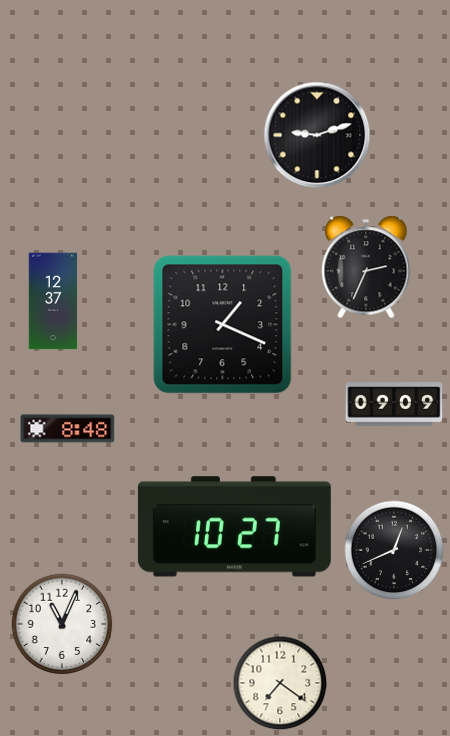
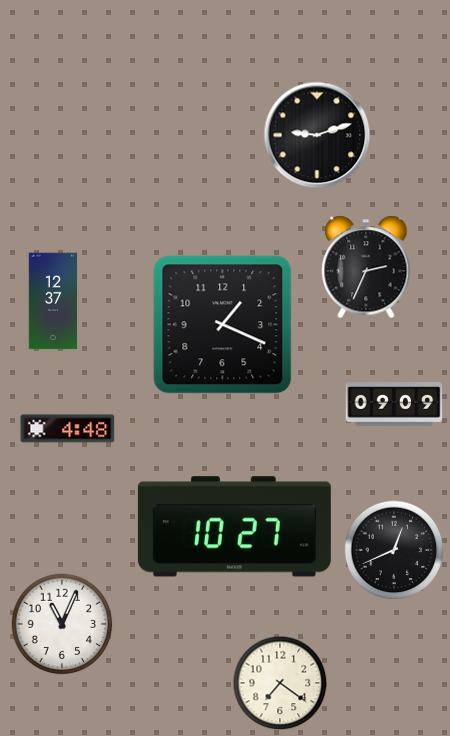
clock at (68, 429): 8:48 -> 4:48
